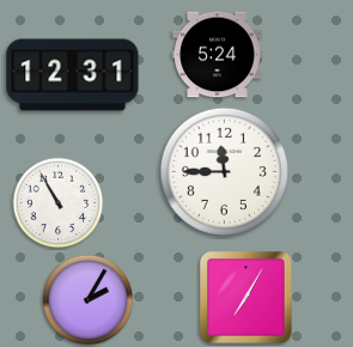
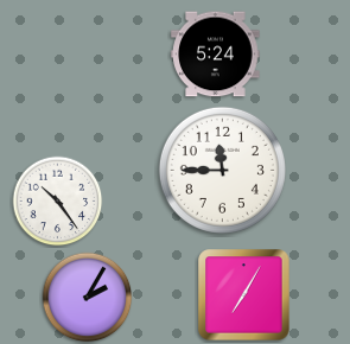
clock at (73, 75): 12:31 -> none
clock at (59, 203): 10:55 -> 10:24
